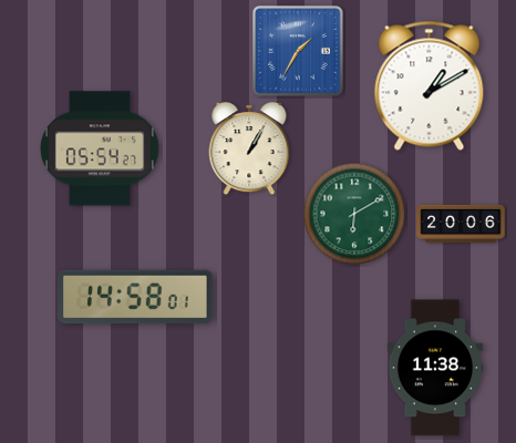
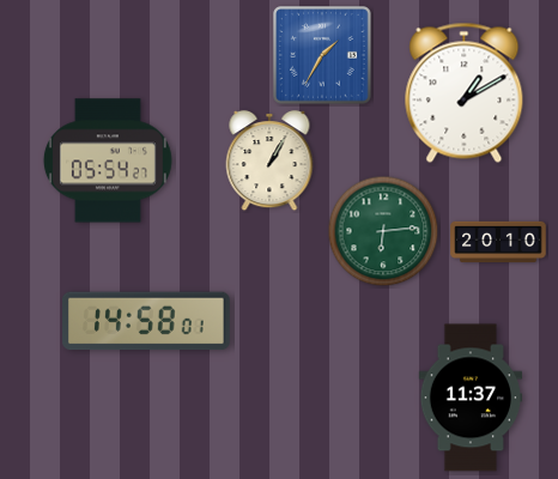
clock at (354, 214): 6:10 -> 6:14
clock at (461, 224): 20:06 -> 20:10
clock at (435, 368): 11:38 -> 11:37
